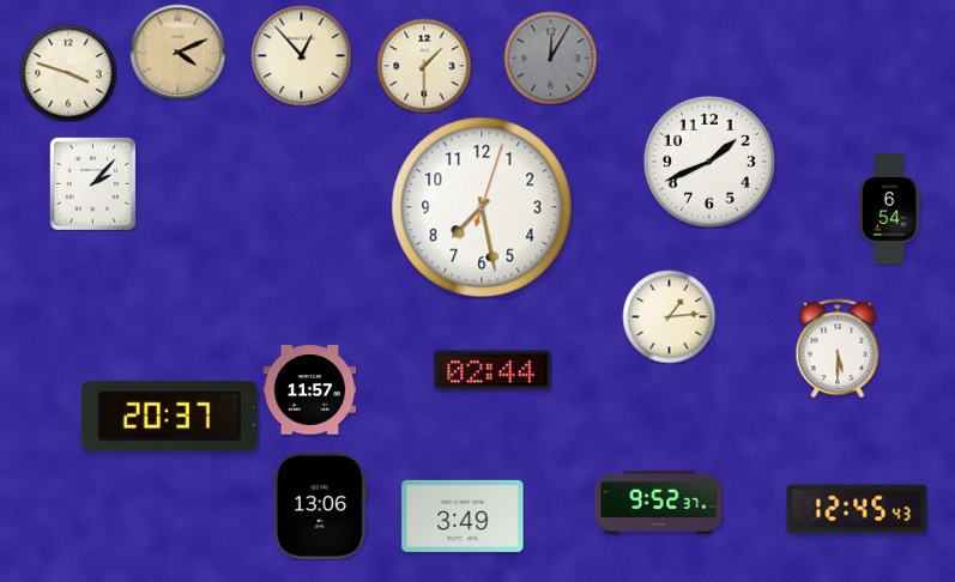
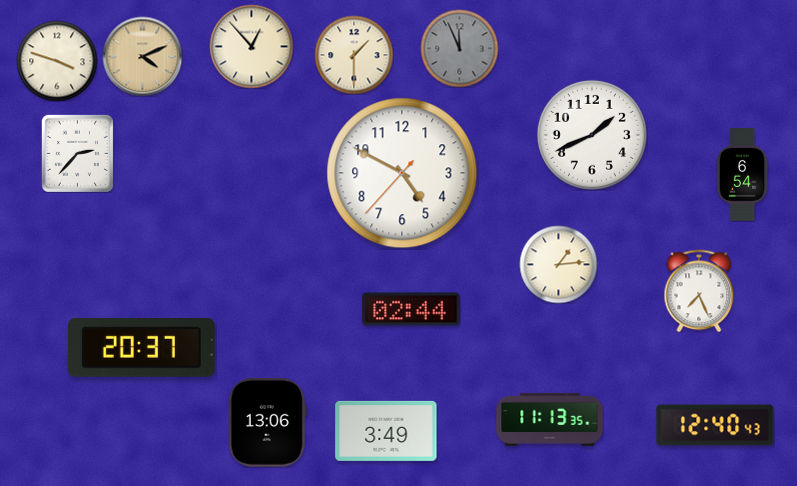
clock at (177, 51) position: (177, 51) -> (142, 56)
clock at (550, 57): 12:05 -> 11:56
clock at (92, 183): 2:07 -> 2:37
clock at (482, 207): 7:28 -> 4:49
clock at (838, 348): 5:30 -> 7:26
clock at (309, 390): 11:57 -> none
clock at (659, 502): 9:52 -> 11:13
clock at (857, 509): 12:45 -> 12:40
